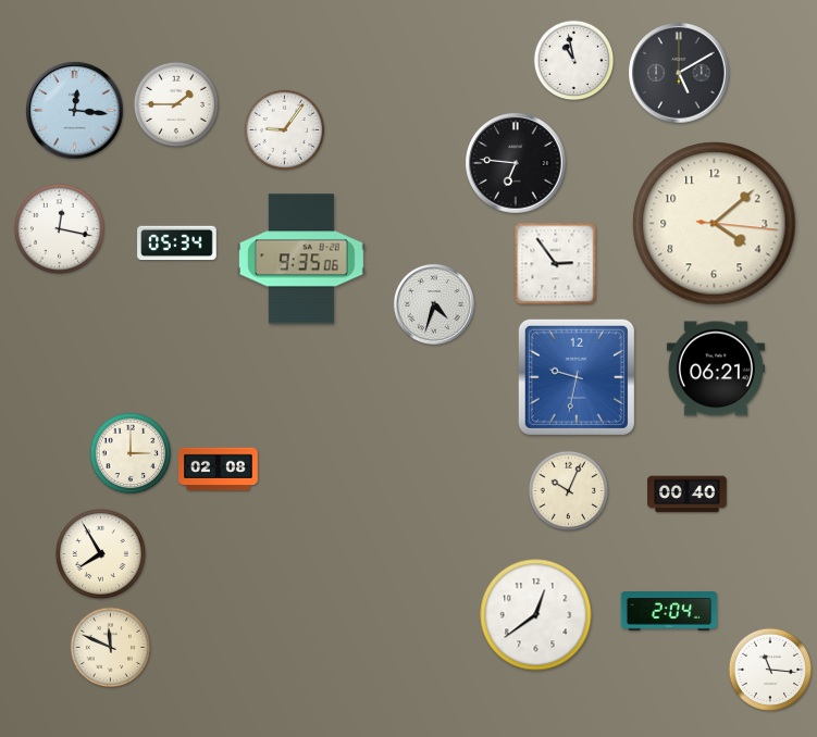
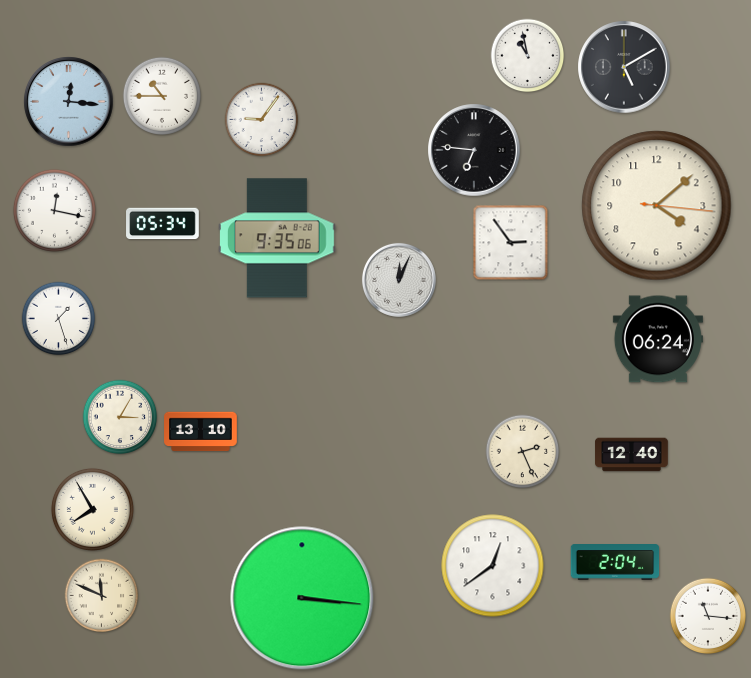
clock at (175, 103): 1:45 -> 10:45
clock at (434, 304): 4:33 -> 12:04
clock at (59, 319): none -> 1:27
clock at (716, 368): 06:21 -> 06:24
clock at (577, 377): 9:32 -> none
clock at (131, 453): 3:00 -> 3:05
clock at (219, 470): 02:08 -> 13:10
clock at (569, 491): 10:04 -> 2:26
clock at (688, 495): 00:40 -> 12:40
clock at (302, 598): none -> 3:16
